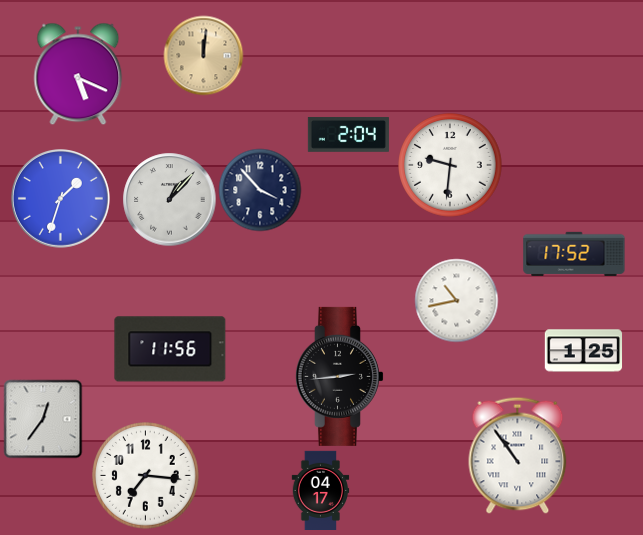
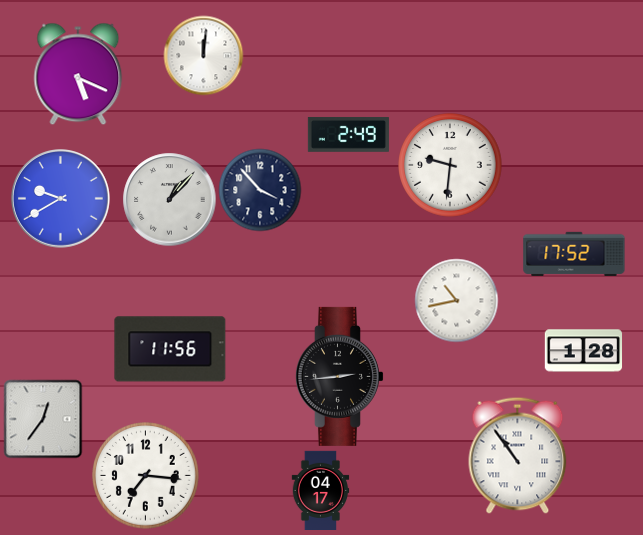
clock at (203, 55) dial: champagne -> white
clock at (348, 134): 2:04 -> 2:49
clock at (61, 199): 1:33 -> 9:40
clock at (583, 351): 1:25 -> 1:28
